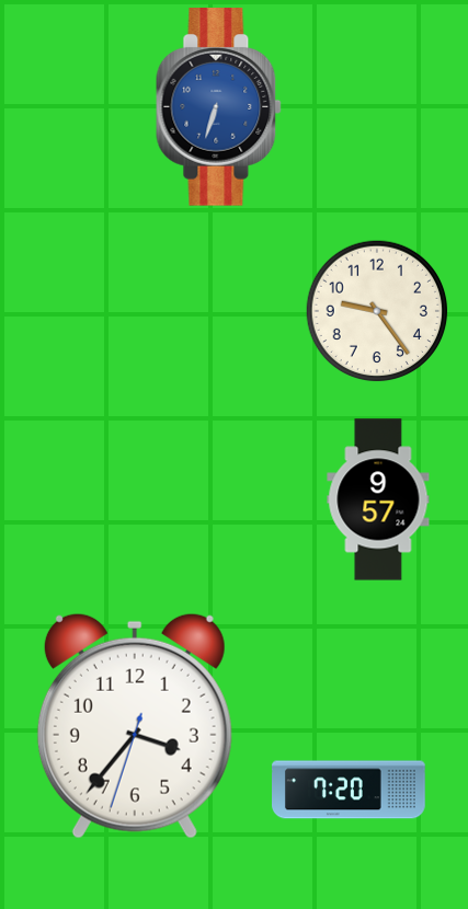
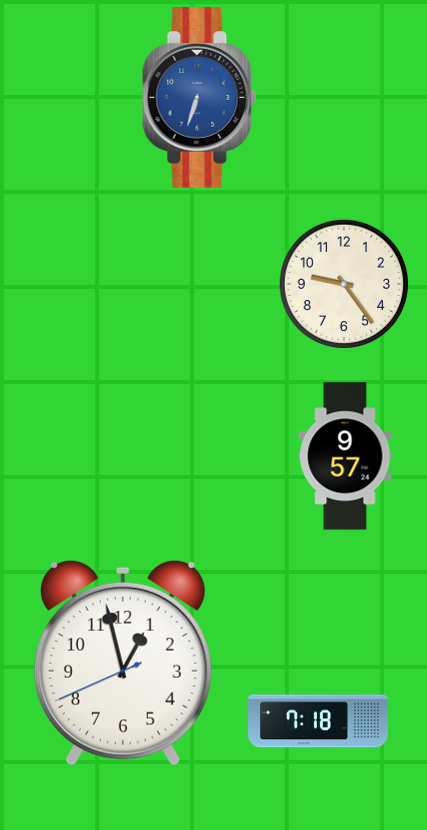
clock at (135, 726): 3:36 -> 12:57
clock at (350, 790): 7:20 -> 7:18
